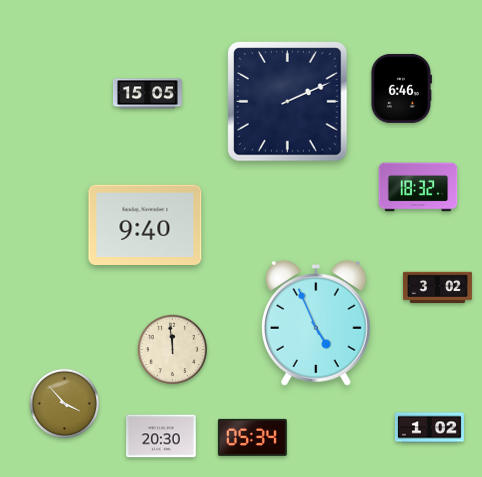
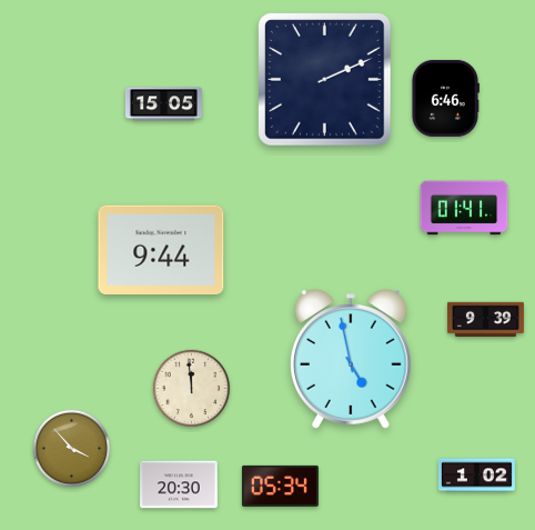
clock at (288, 102) position: (288, 102) -> (325, 80)
clock at (418, 187): 18:32 -> 01:41
clock at (145, 224): 9:40 -> 9:44
clock at (437, 288): 3:02 -> 9:39
clock at (316, 323): 4:56 -> 4:58
